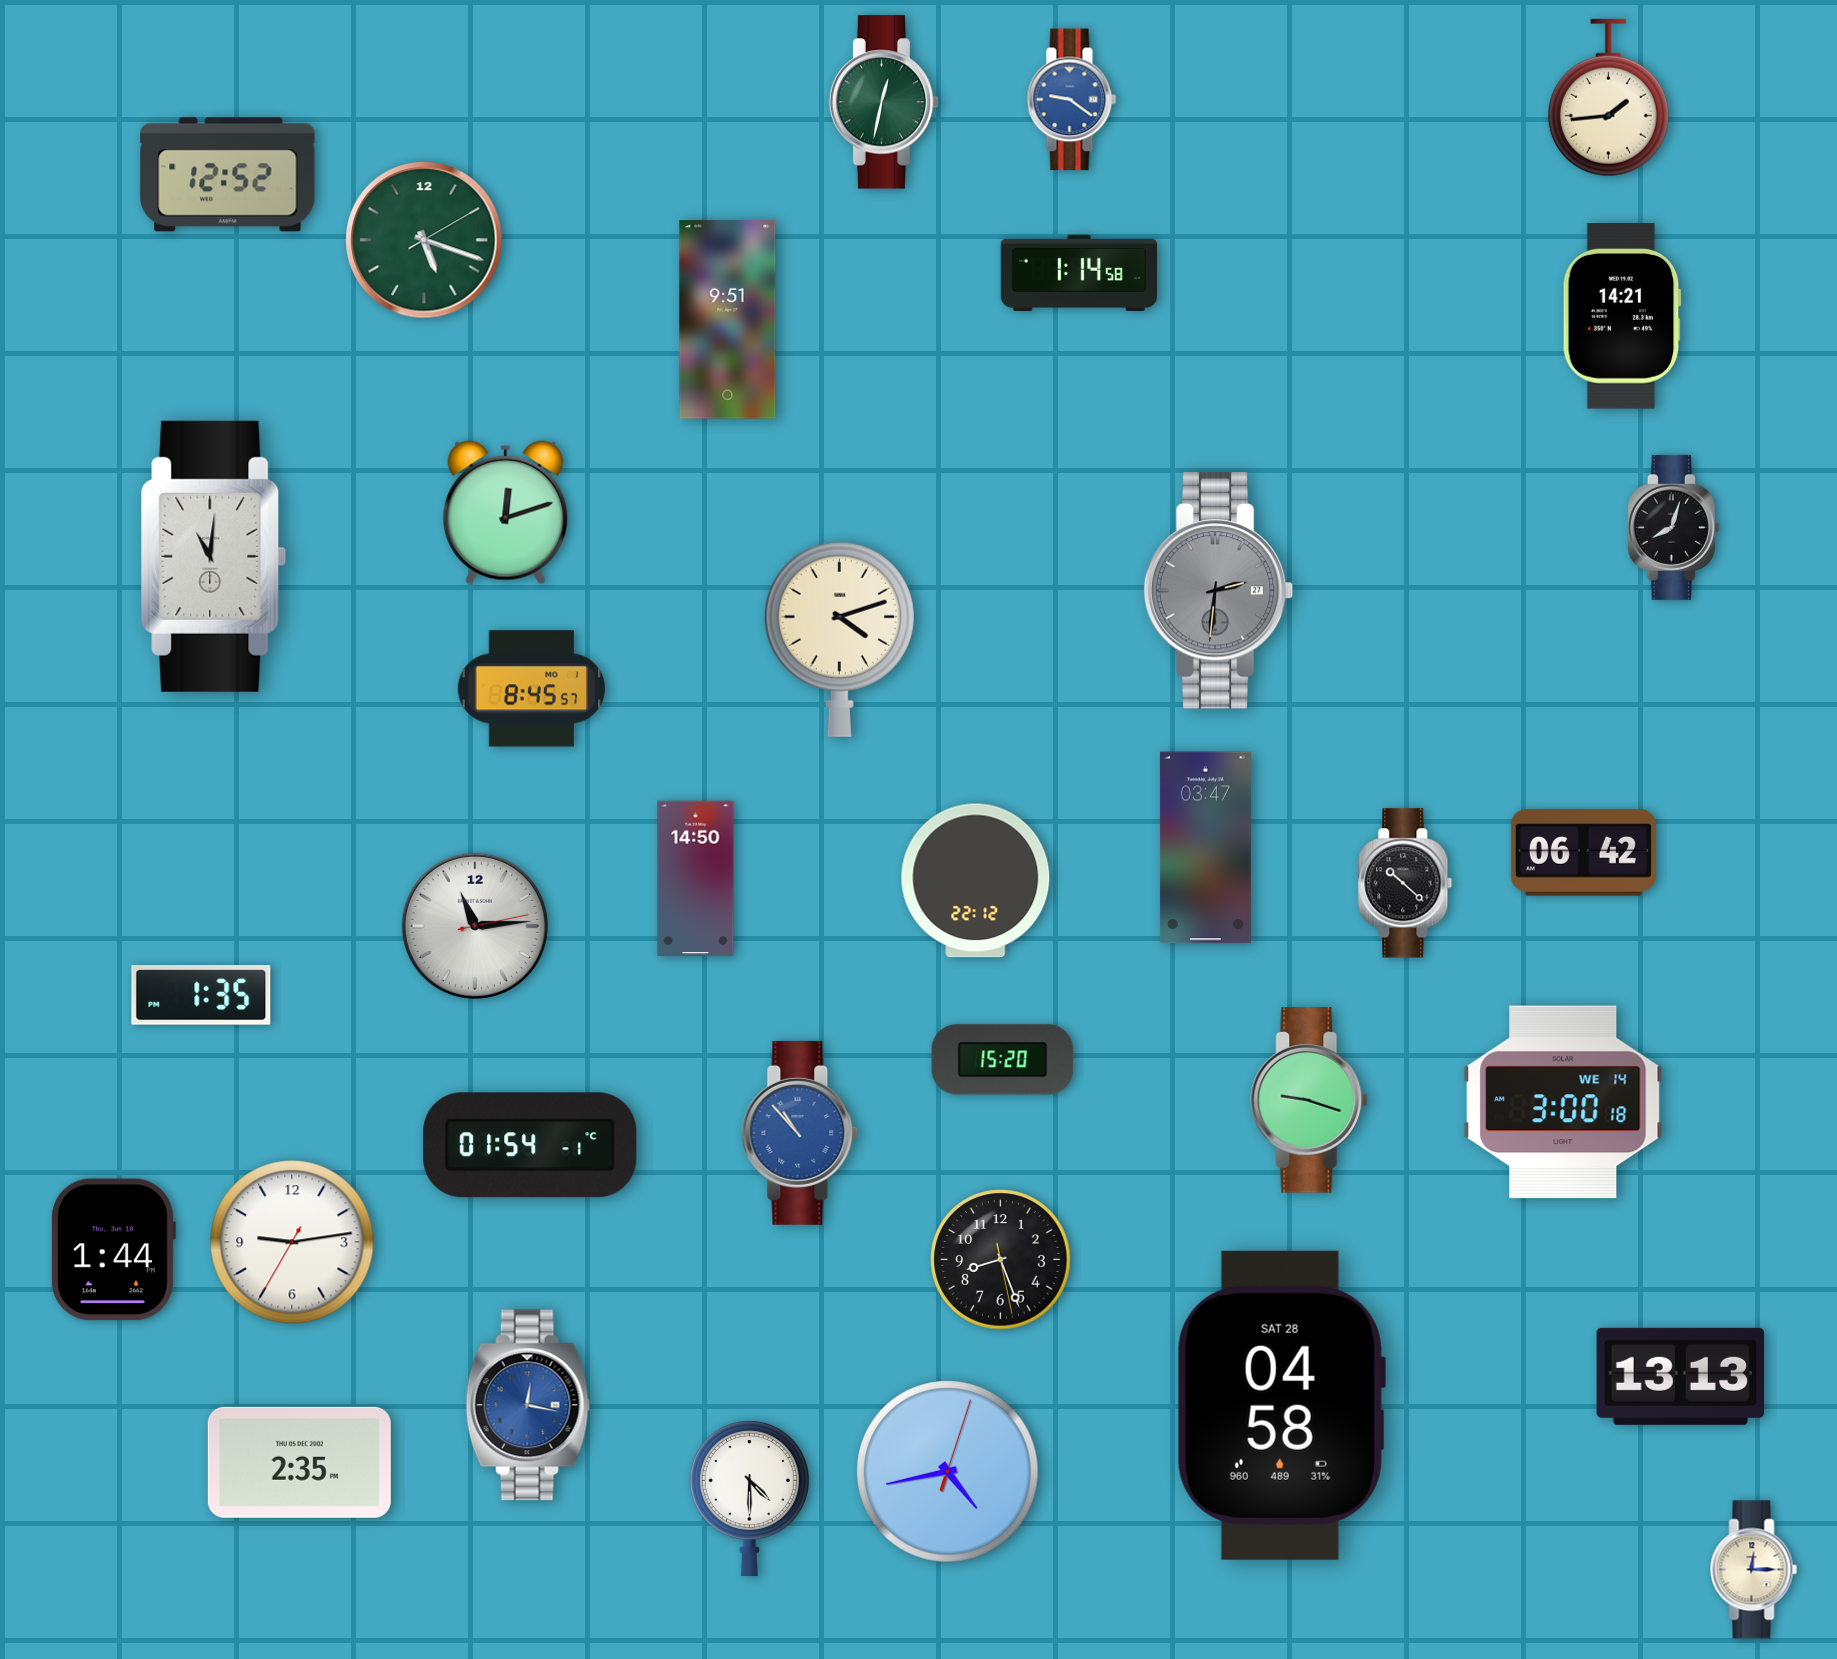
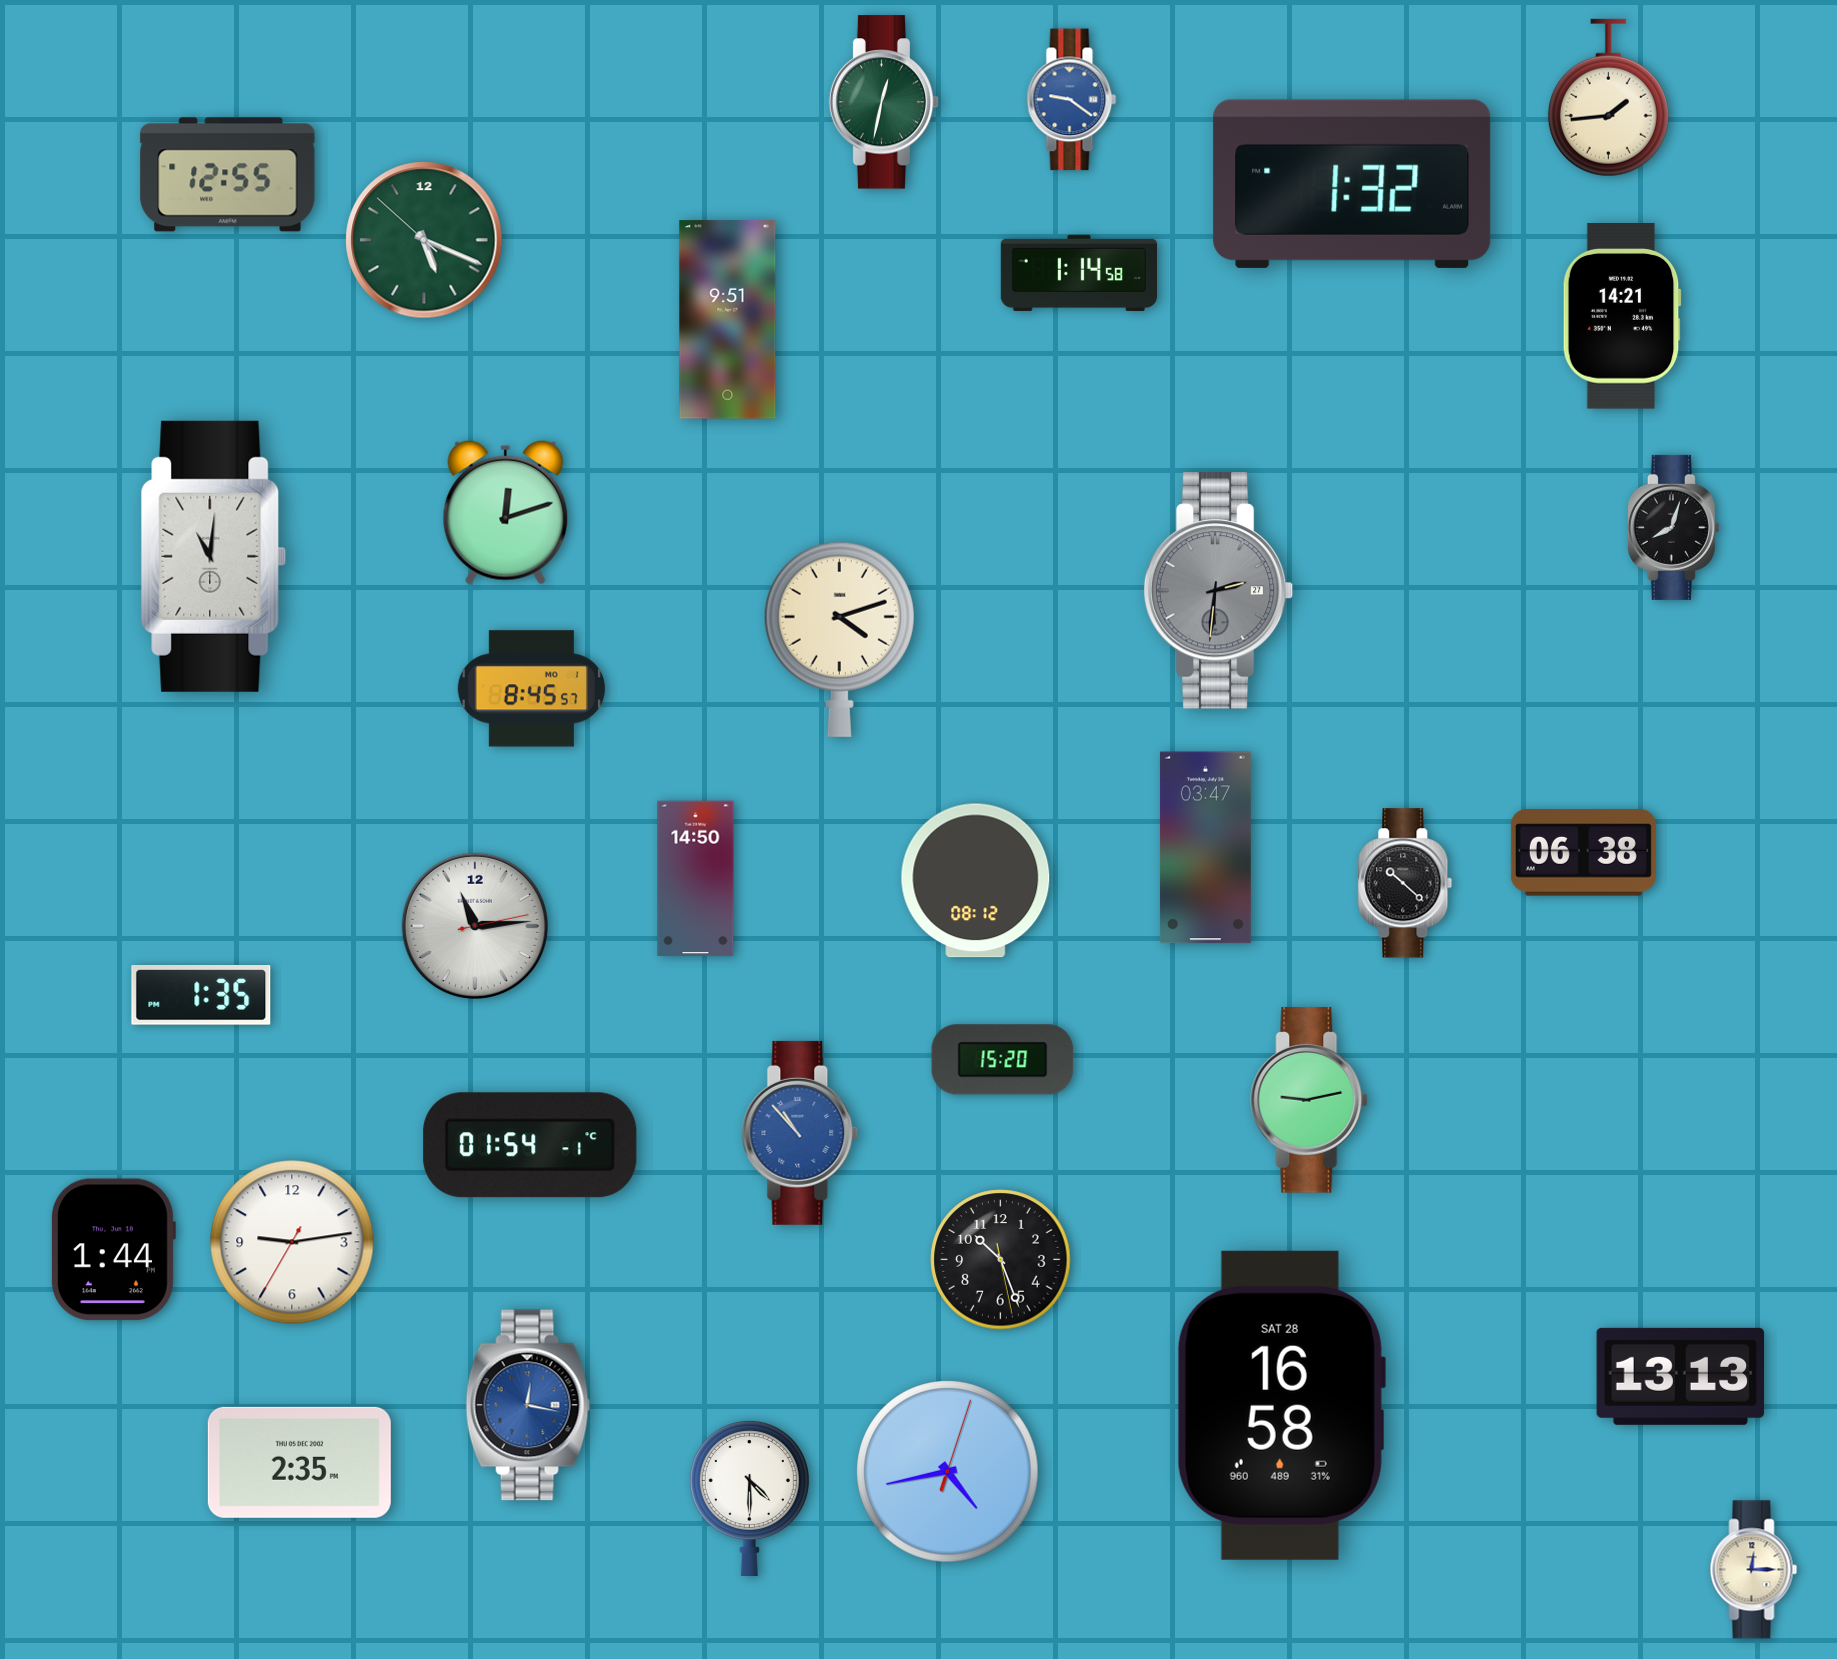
clock at (228, 175): 12:52 -> 12:55
clock at (1352, 184): none -> 1:32
clock at (424, 240): 5:18:10 -> 5:18:52
clock at (1583, 853): 06:42 -> 06:38
clock at (976, 881): 22:12 -> 08:12
clock at (1310, 1100): 9:18 -> 9:13
clock at (1563, 1102): 3:00 -> none
clock at (1001, 1260): 8:26 -> 10:26
clock at (1281, 1405): 04:58 -> 16:58
